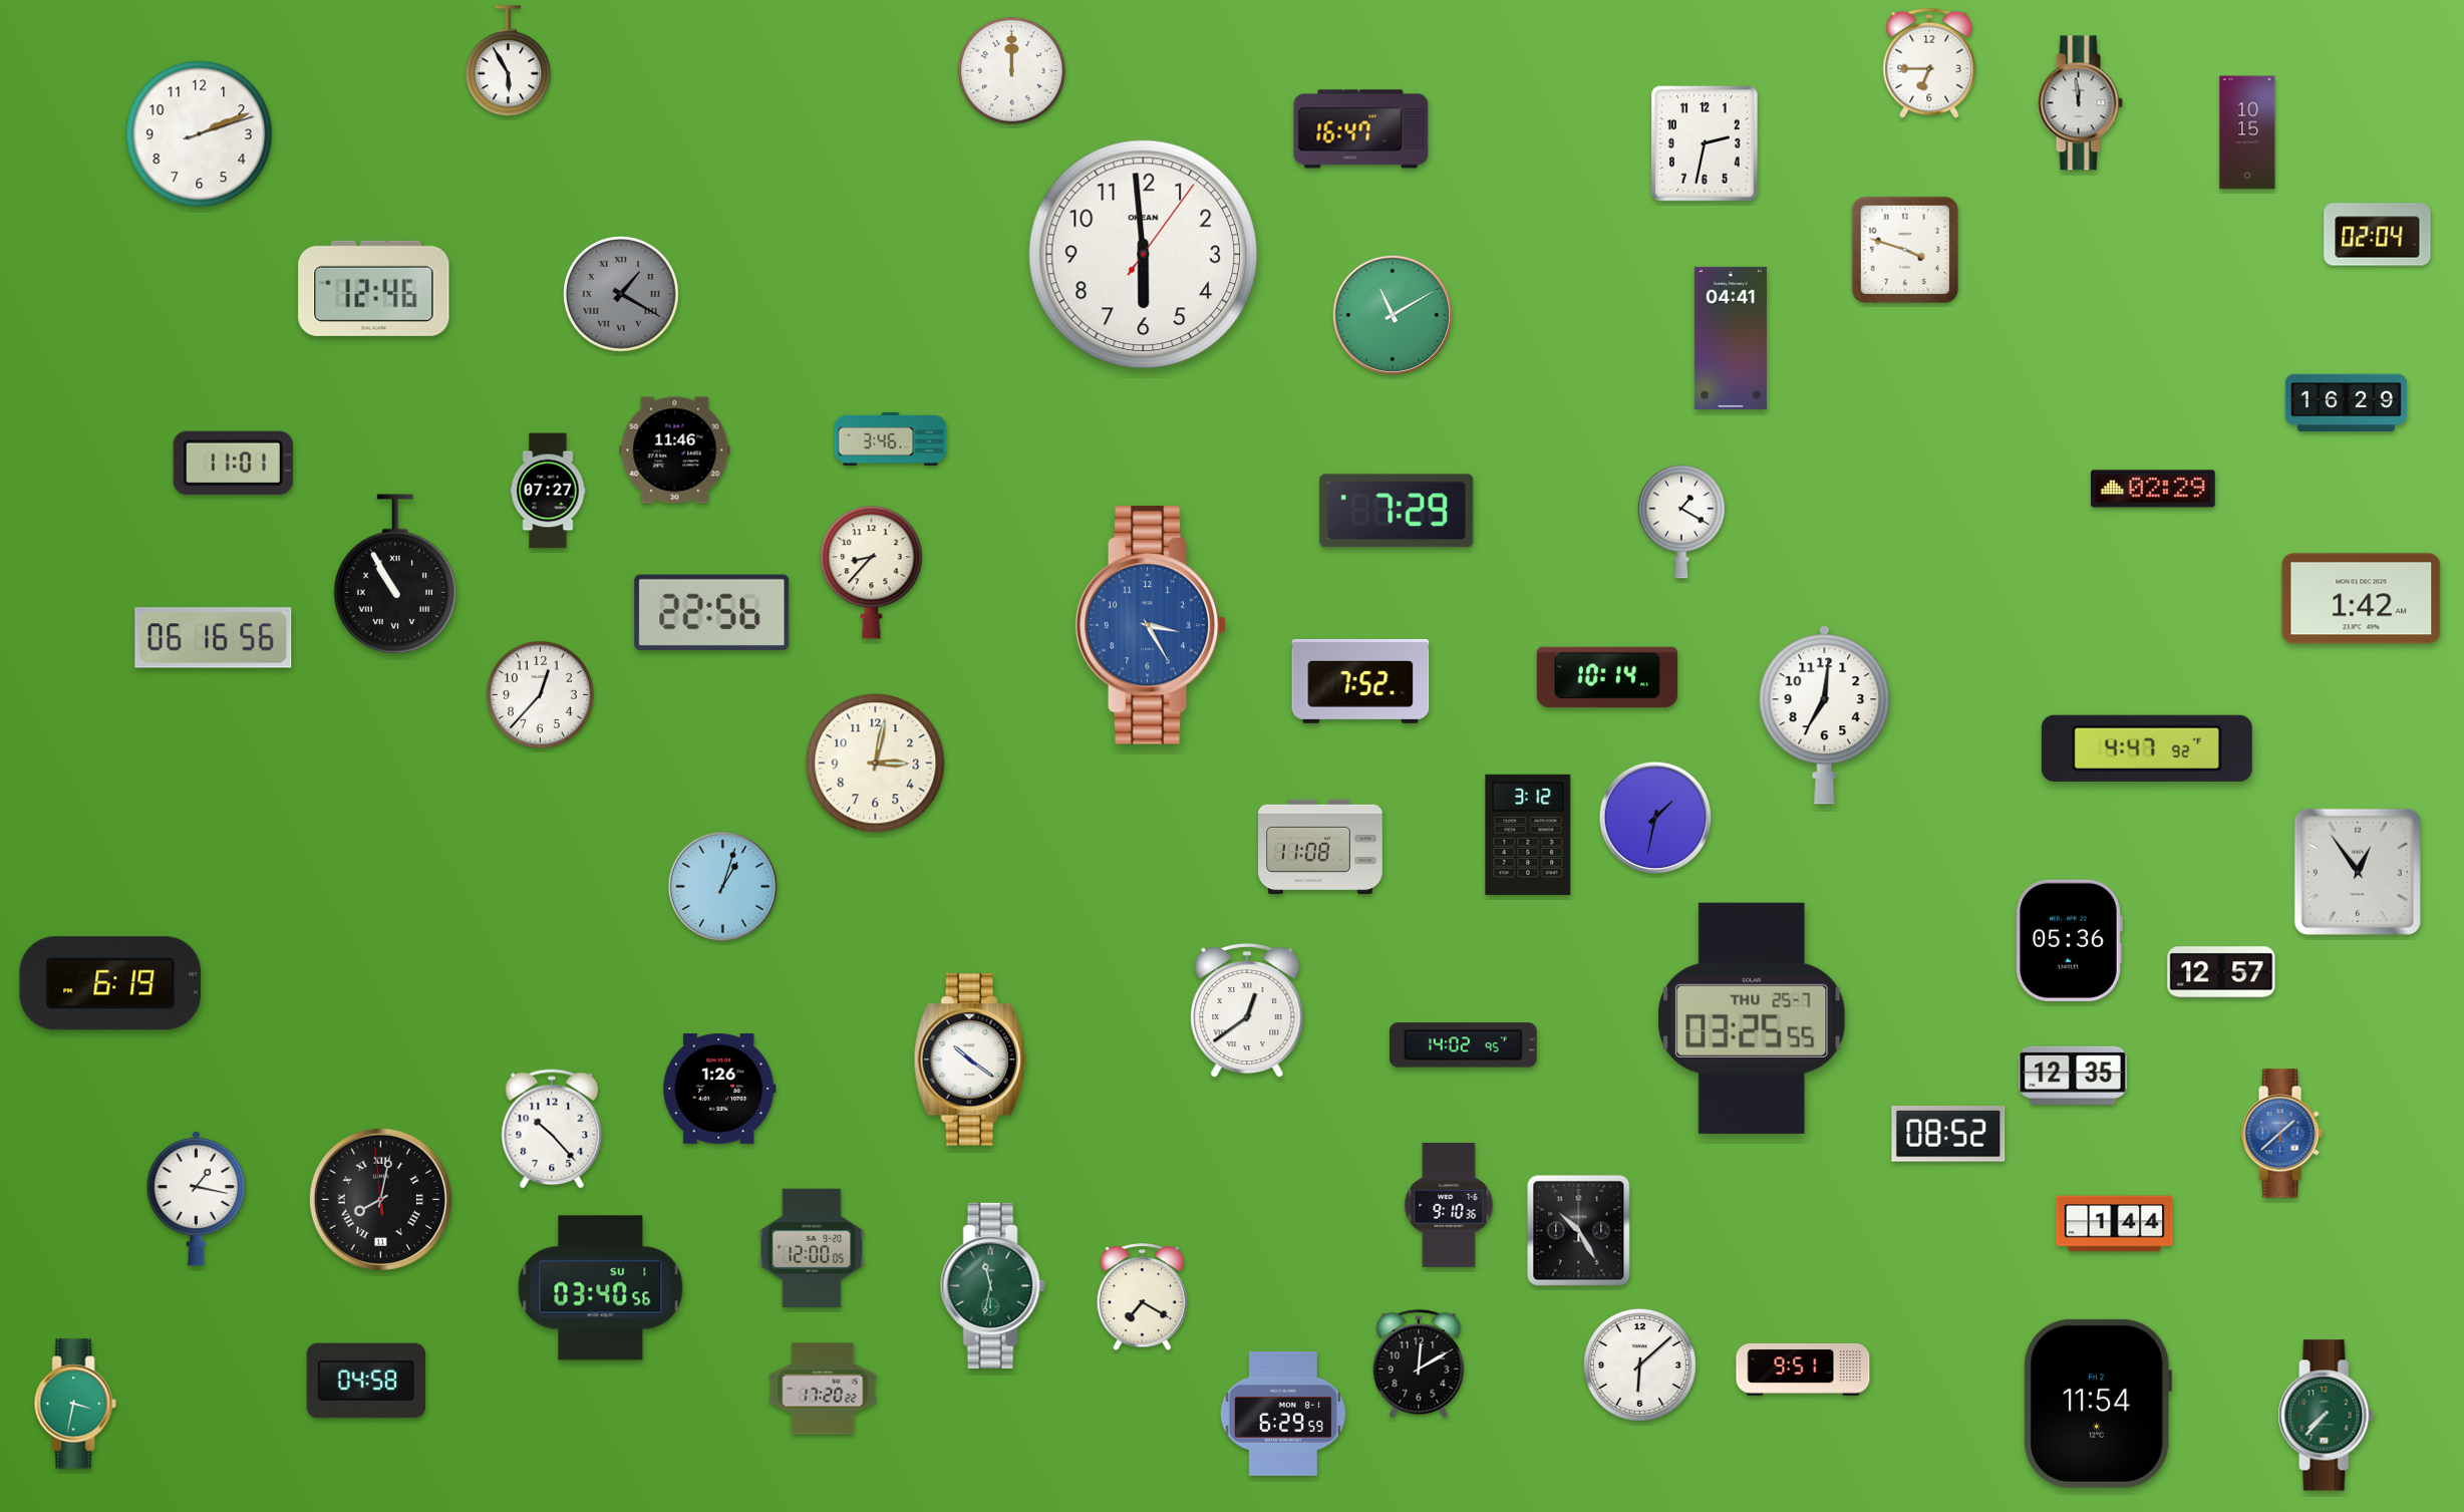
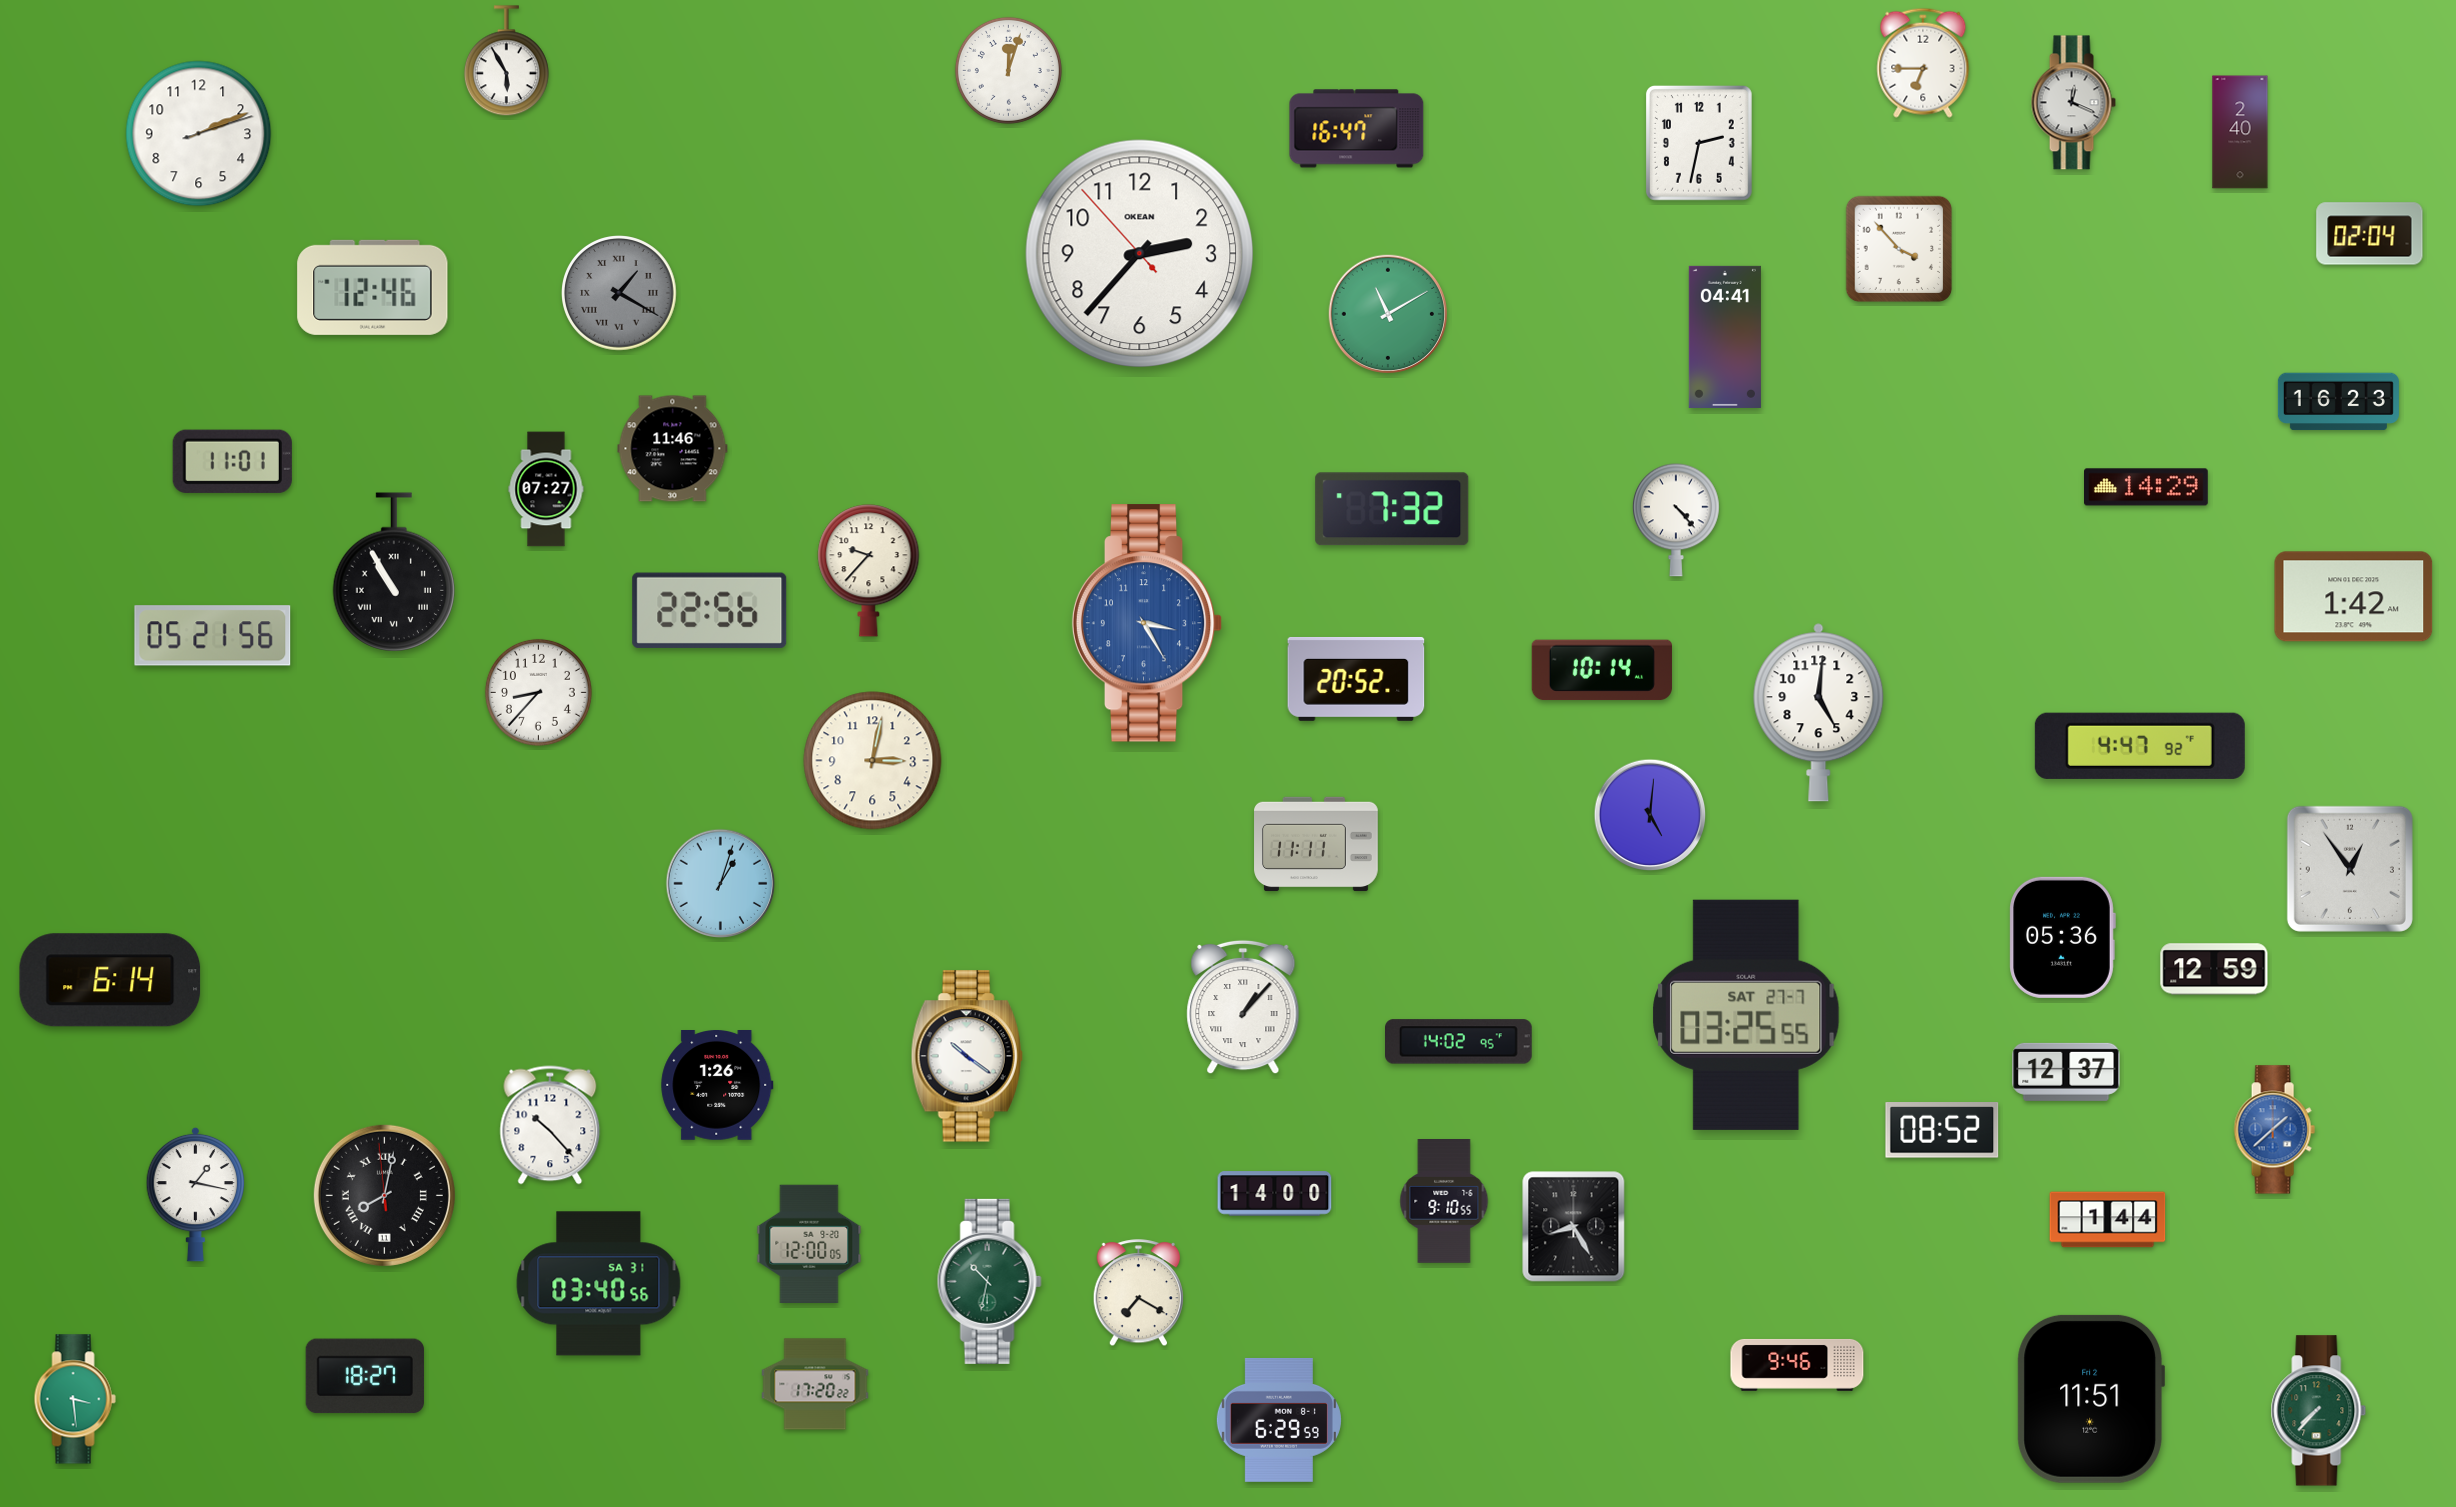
clock at (1011, 70): 12:00 -> 12:03
clock at (2080, 103): 11:59 -> 12:19
clock at (2247, 132): 10:15 -> 2:40
clock at (1905, 250): 3:48 -> 3:53
clock at (1144, 255): 5:59 -> 2:36
clock at (2346, 403): 16:29 -> 16:23
clock at (891, 438): 3:46 -> none
clock at (2154, 489): 02:29 -> 14:29
clock at (1397, 511): 7:29 -> 7:32
clock at (1681, 522): 1:20 -> 4:23
clock at (872, 573): 8:37 -> 9:37
clock at (214, 638): 06:16 -> 05:21
clock at (1607, 677) position: (1607, 677) -> (1602, 670)
clock at (1360, 681): 7:52 -> 20:52
clock at (540, 694): 12:37 -> 8:37
clock at (1825, 715): 7:01 -> 5:01
clock at (1655, 818): 1:32 -> 5:01
clock at (1528, 835): 3:12 -> none
clock at (1320, 847): 11:08 -> 11:11
clock at (2221, 972): 12:57 -> 12:59
clock at (110, 983): 6:19 -> 6:14
clock at (1247, 1010): 12:39 -> 1:07
clock at (1752, 1018) date: THU 25-7 -> SAT 27-7
clock at (2073, 1076): 12:35 -> 12:37
clock at (1275, 1194): none -> 14:00
clock at (380, 1199) position: (380, 1199) -> (384, 1195)
clock at (1449, 1206): 9:10:36 -> 9:10:55
clock at (1579, 1231): 10:25 -> 8:25
clock at (992, 1285): 11:32 -> 10:32
clock at (601, 1288) date: SU 1 -> SA 31
clock at (1419, 1364): 12:10 -> none
clock at (1639, 1365): 6:08 -> none
clock at (1803, 1370): 9:51 -> 9:46
clock at (366, 1381): 04:58 -> 18:27
clock at (823, 1389) position: (823, 1389) -> (815, 1384)
clock at (75, 1404): 3:32 -> 3:29
clock at (2097, 1404): 11:54 -> 11:51
clock at (1283, 1414) position: (1283, 1414) -> (1279, 1420)
